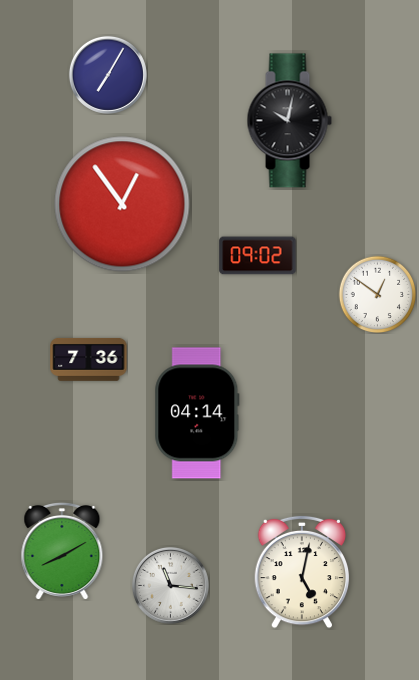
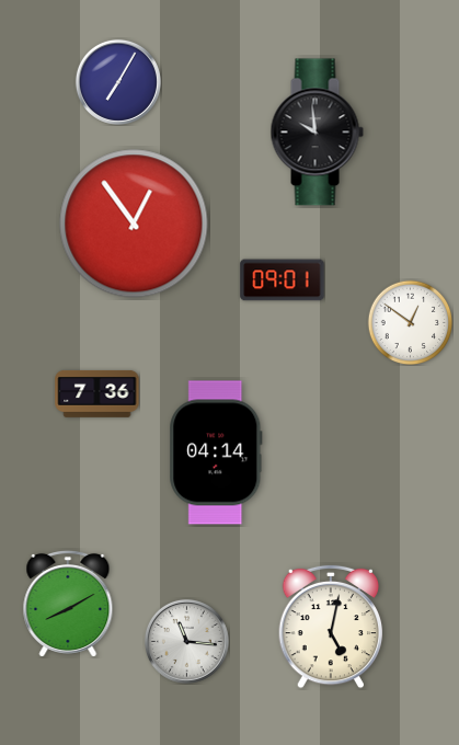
clock at (289, 121): 10:02 -> 9:59
clock at (258, 256): 09:02 -> 09:01
clock at (377, 294) position: (377, 294) -> (410, 322)
